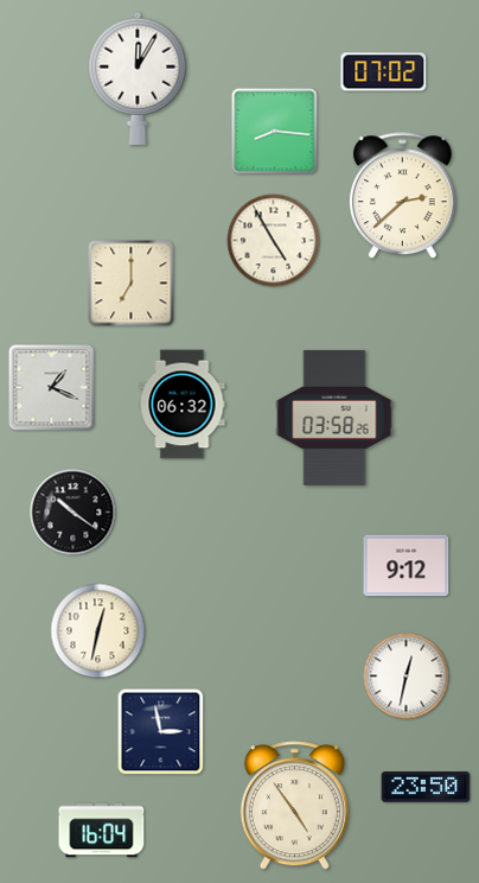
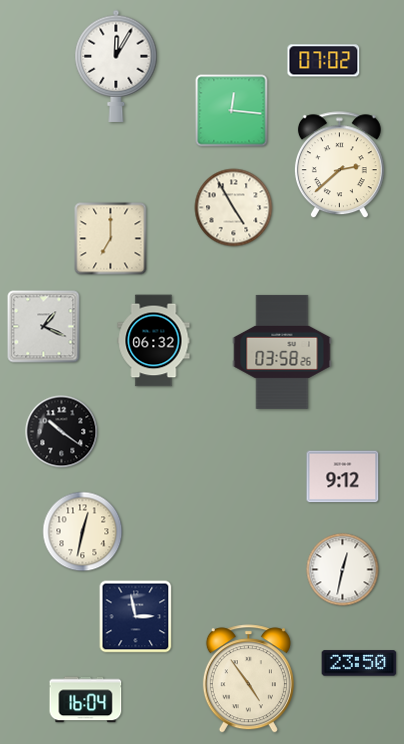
clock at (275, 132): 8:16 -> 12:16
clock at (274, 241) position: (274, 241) -> (234, 208)
